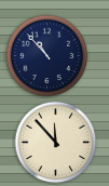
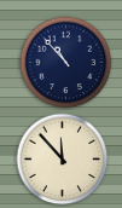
clock at (47, 56) position: (47, 56) -> (66, 63)
